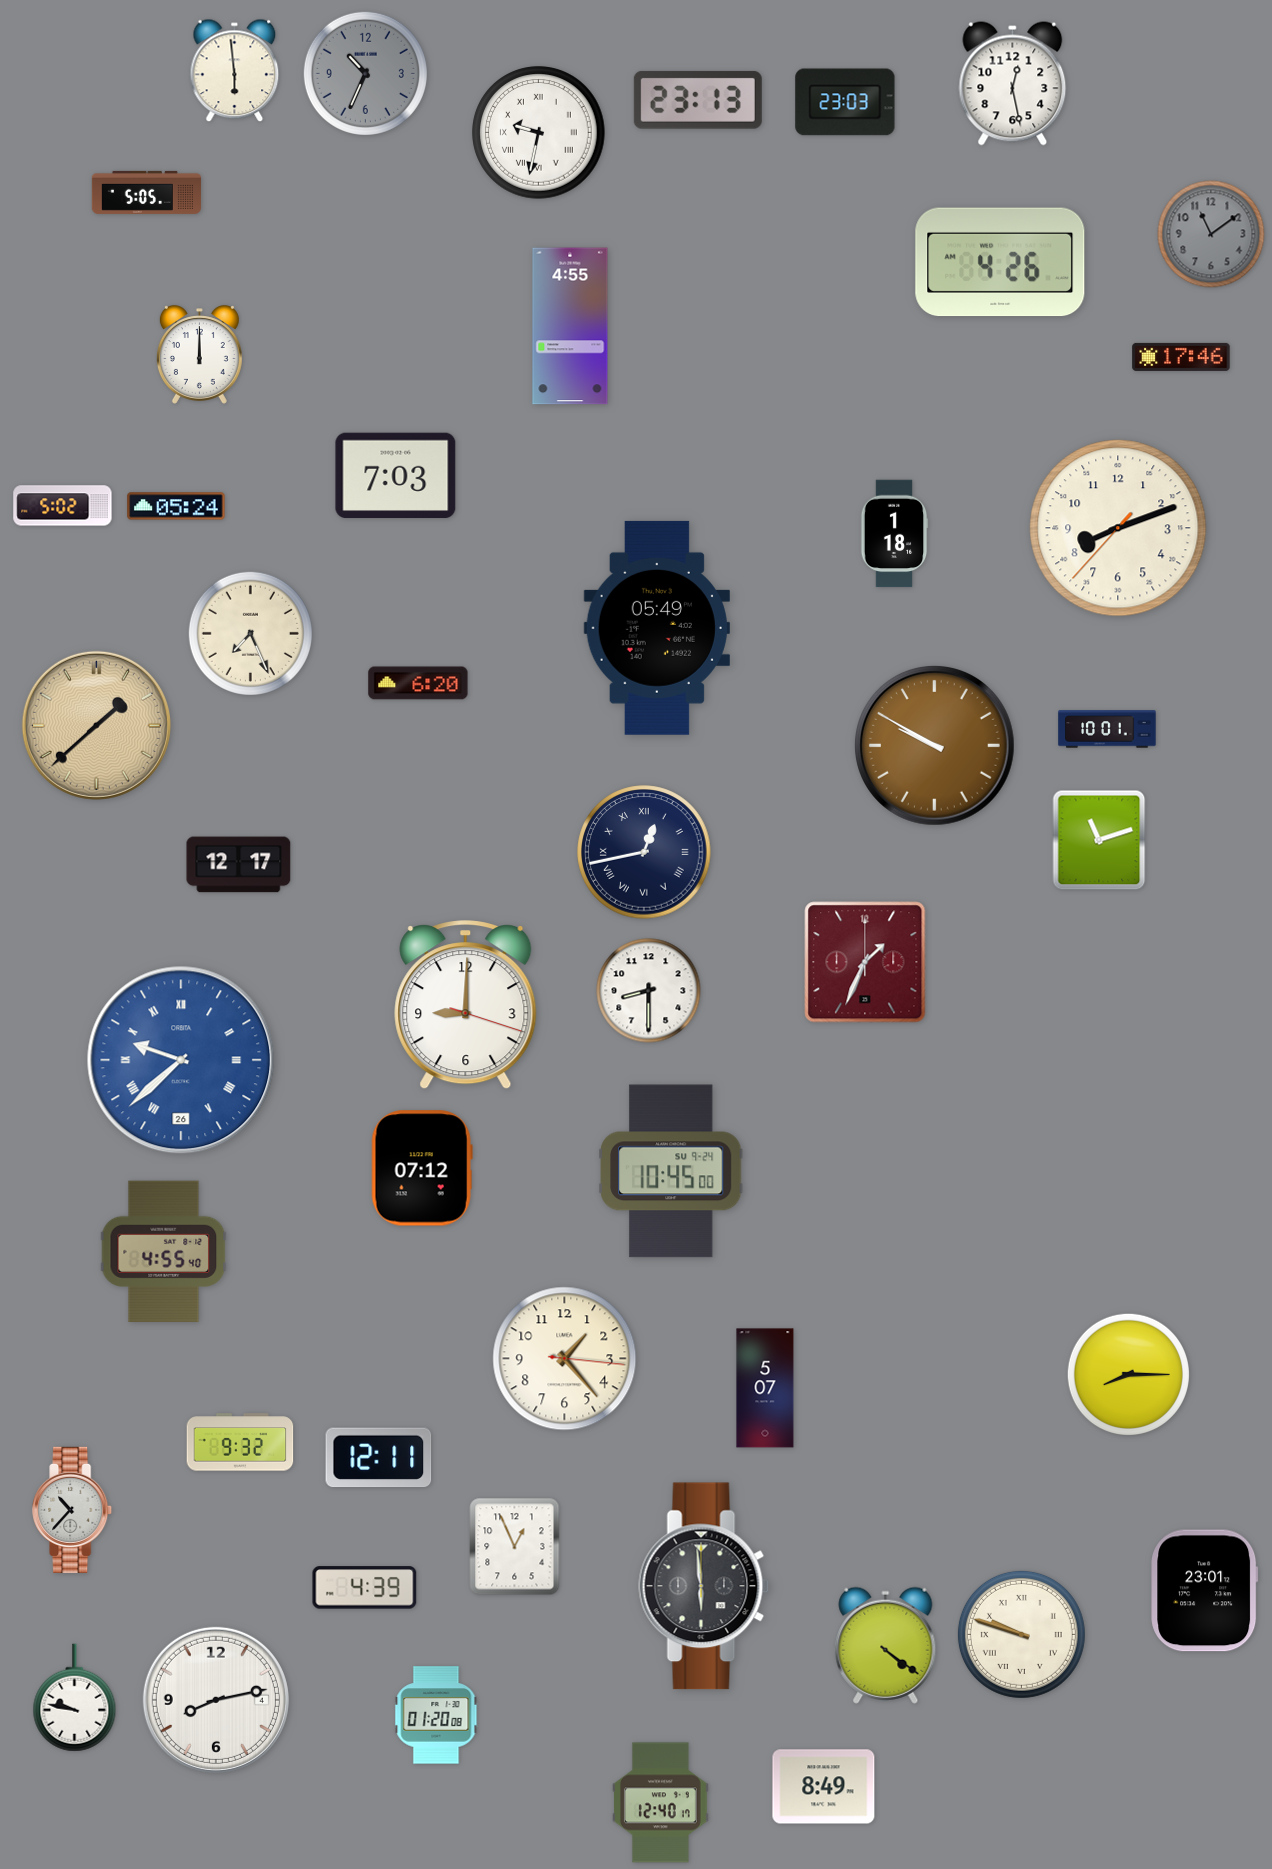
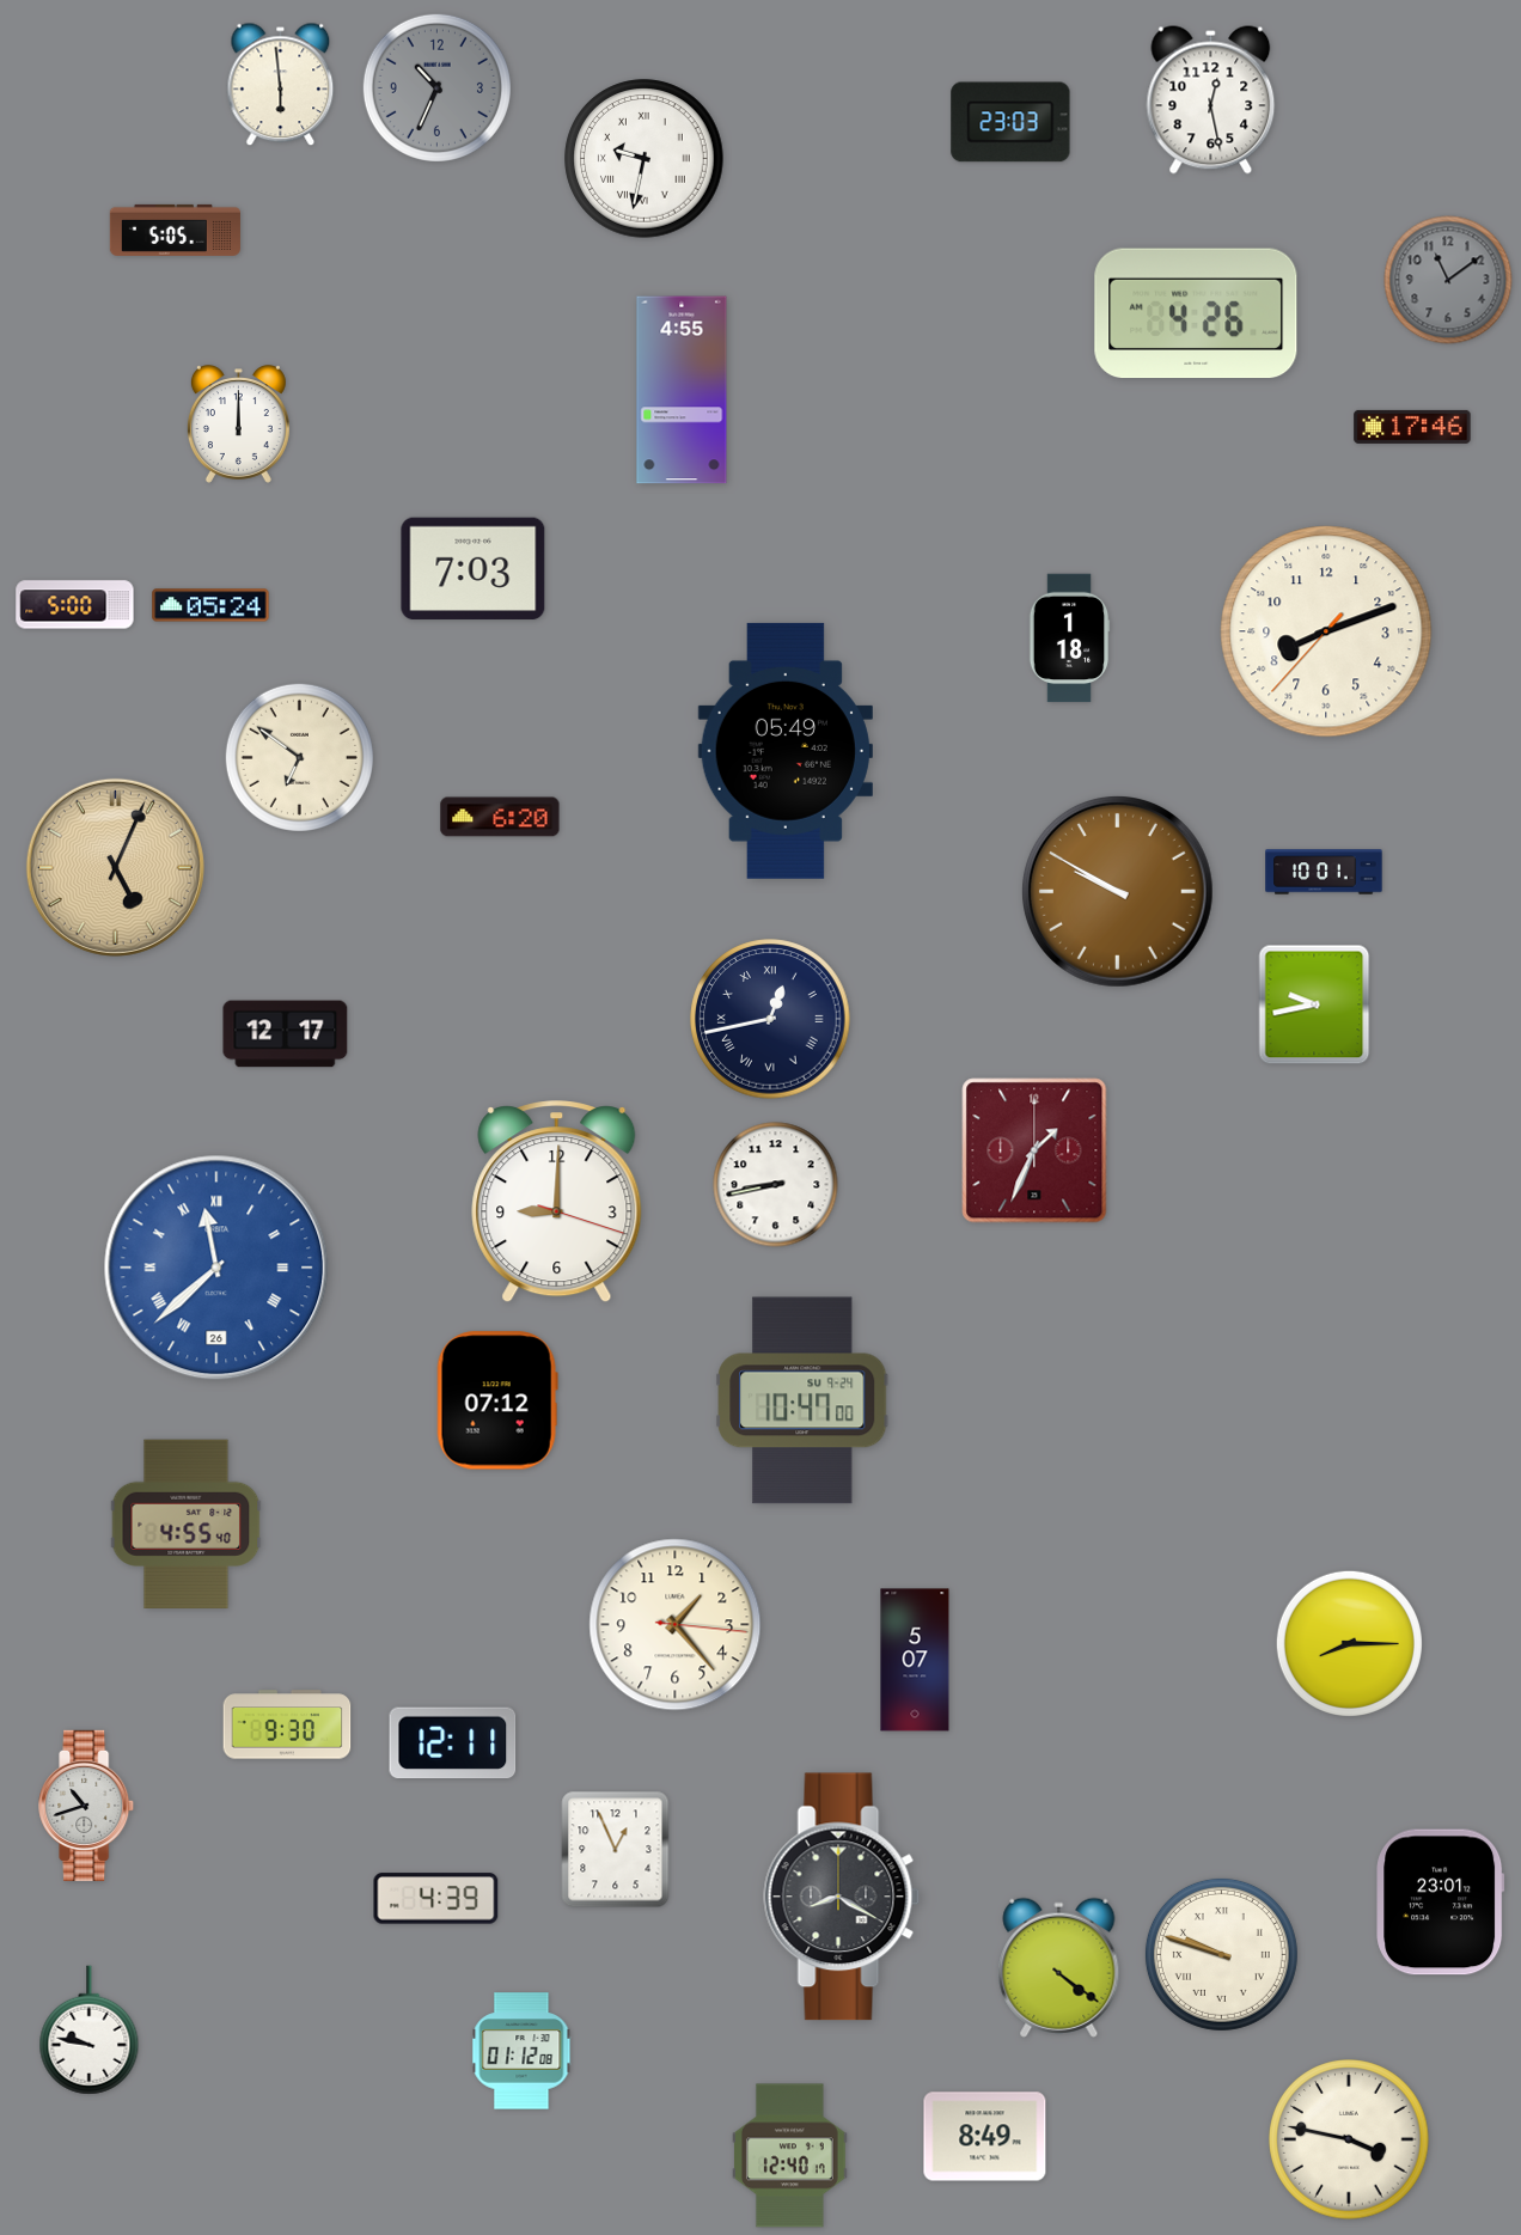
clock at (698, 100): 23:13 -> none
clock at (63, 506): 5:02 -> 5:00
clock at (1118, 528) position: (1118, 528) -> (1326, 631)
clock at (250, 633): 7:26 -> 6:51
clock at (96, 725): 1:38 -> 5:04
clock at (1099, 840): 11:12 -> 9:43
clock at (649, 991): 8:30 -> 8:43
clock at (181, 1060): 9:38 -> 11:38
clock at (422, 1168) position: (422, 1168) -> (497, 1400)
clock at (671, 1171): 10:45 -> 10:47
clock at (164, 1252) position: (164, 1252) -> (187, 1525)
clock at (240, 1442): 9:32 -> 9:30
clock at (73, 1510): 10:37 -> 10:42
clock at (704, 1586): 5:59 -> 8:20
clock at (216, 1700): 8:13 -> none
clock at (436, 1715): 01:20 -> 01:12
clock at (1349, 2139): none -> 3:47
